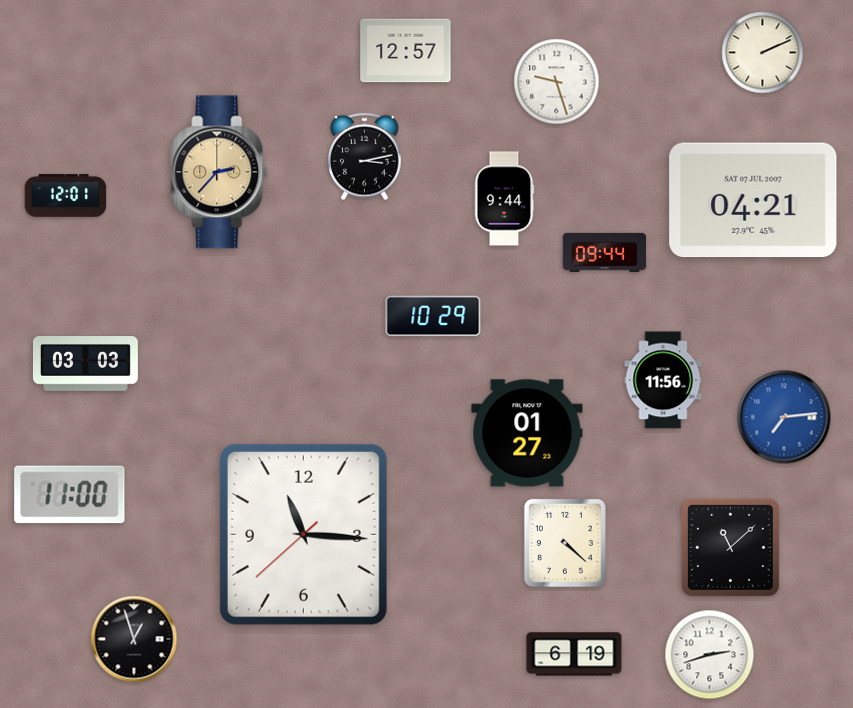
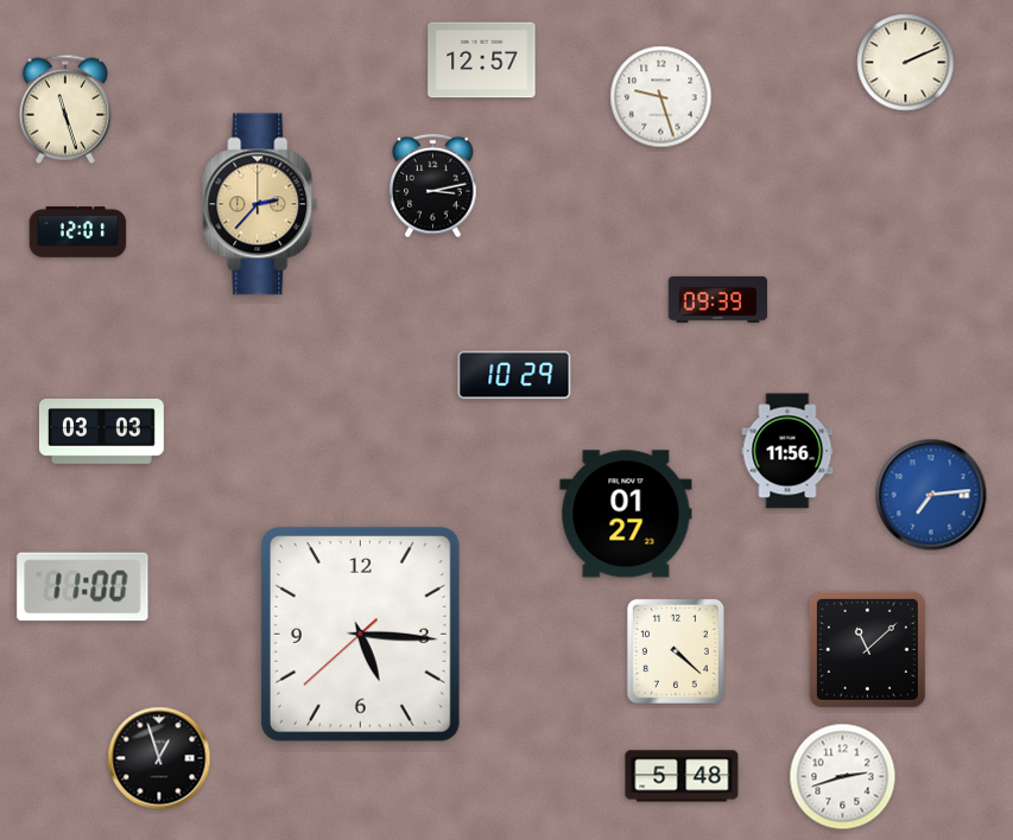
clock at (64, 109): none -> 11:27
clock at (504, 199): 9:44 -> none
clock at (753, 200): 04:21 -> none
clock at (604, 252): 09:44 -> 09:39
clock at (303, 534): 11:15 -> 5:15
clock at (565, 543) position: (565, 543) -> (676, 651)
clock at (574, 654): 6:19 -> 5:48
